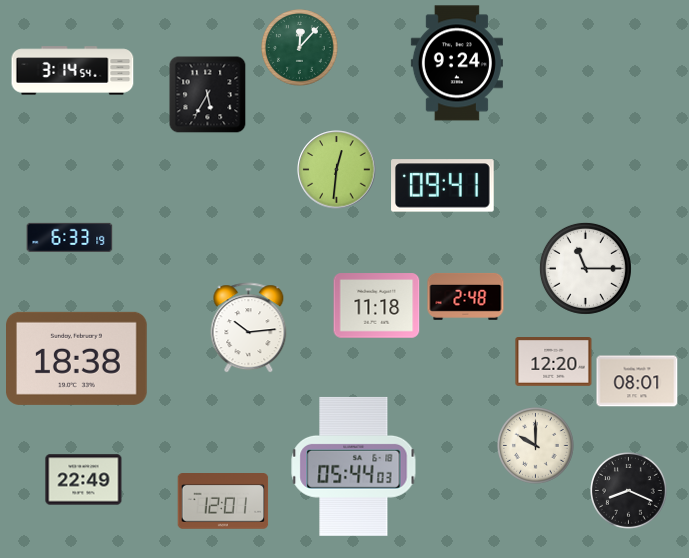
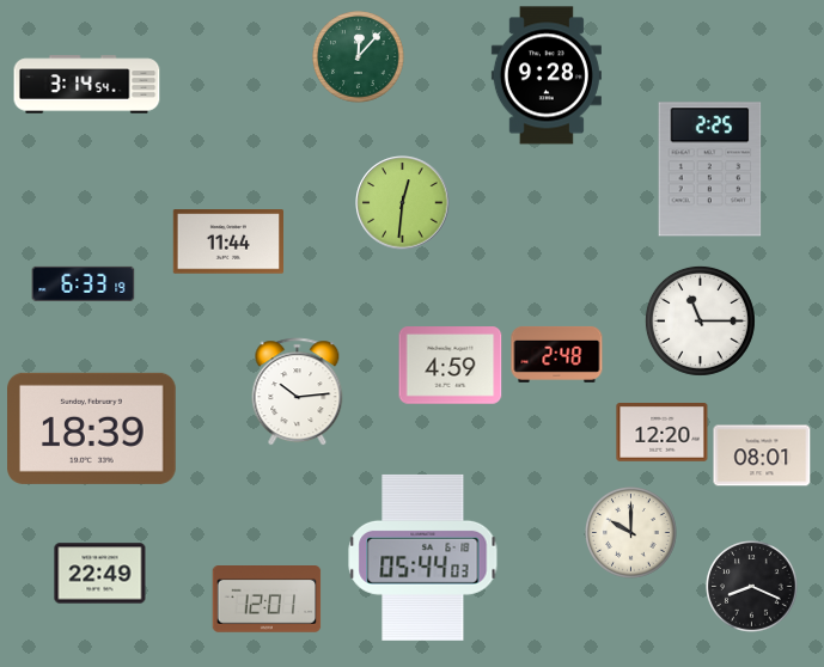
clock at (457, 63): 9:24 -> 9:28
clock at (207, 94): 5:35 -> none
clock at (710, 170): none -> 2:25
clock at (443, 186): 09:41 -> none
clock at (227, 241): none -> 11:44
clock at (377, 306): 11:18 -> 4:59
clock at (77, 358): 18:38 -> 18:39
clock at (536, 446) position: (536, 446) -> (631, 533)
